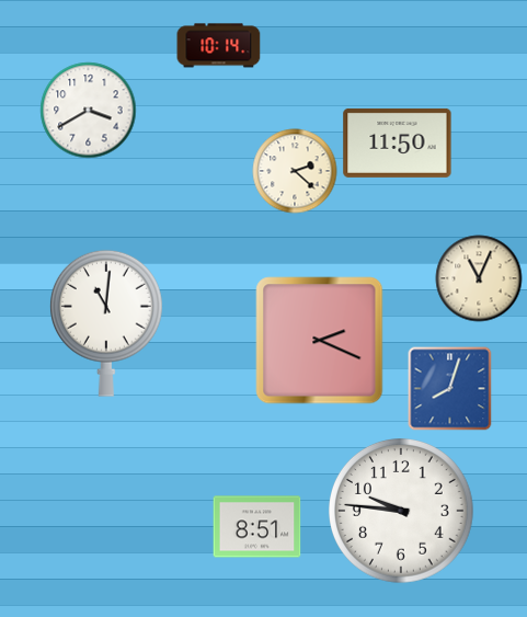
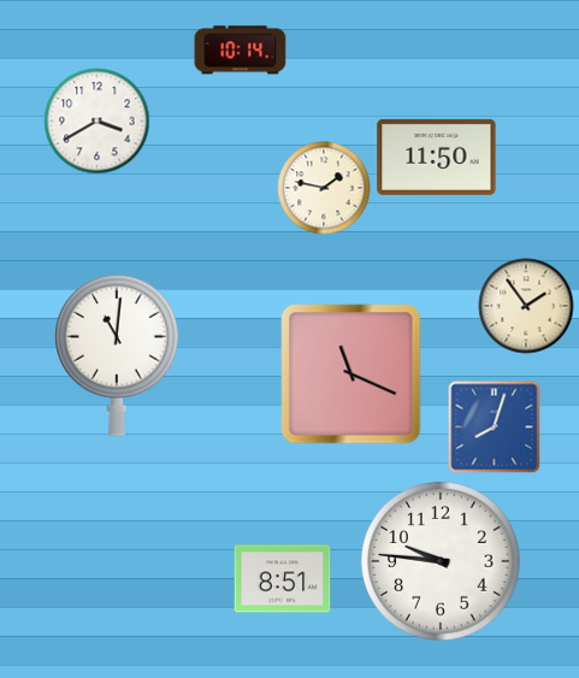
clock at (295, 171): 2:22 -> 1:47
clock at (479, 278): 11:04 -> 1:54
clock at (320, 341): 2:19 -> 11:19
